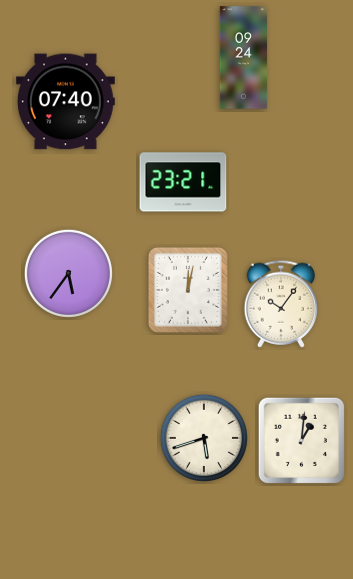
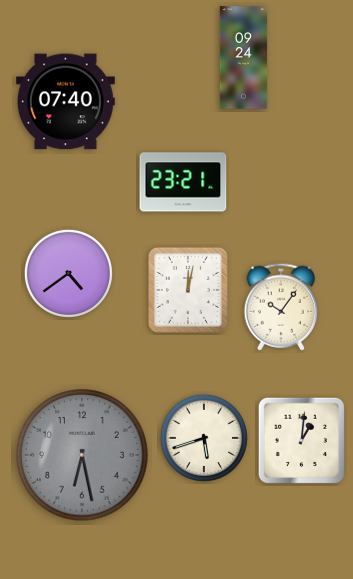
clock at (68, 273): 5:36 -> 4:39
clock at (281, 304) position: (281, 304) -> (281, 307)
clock at (82, 455): none -> 6:28
